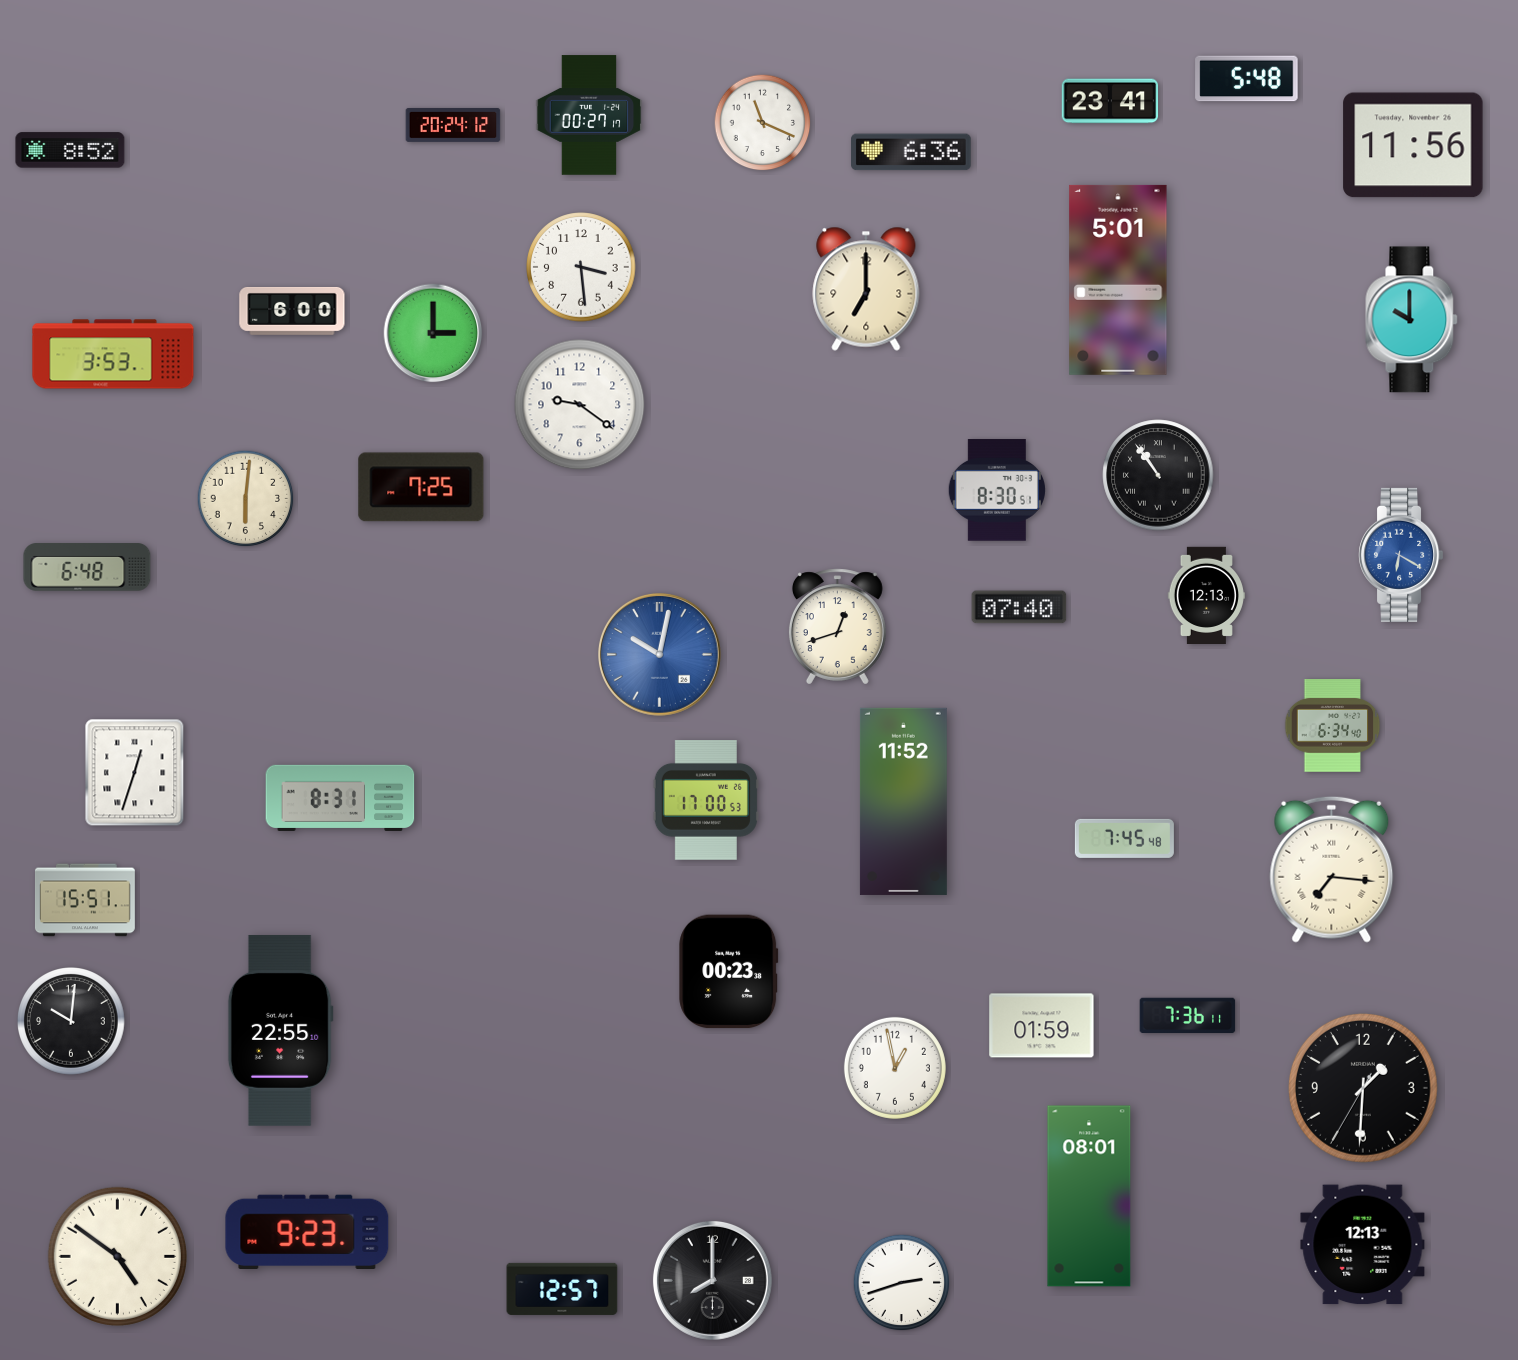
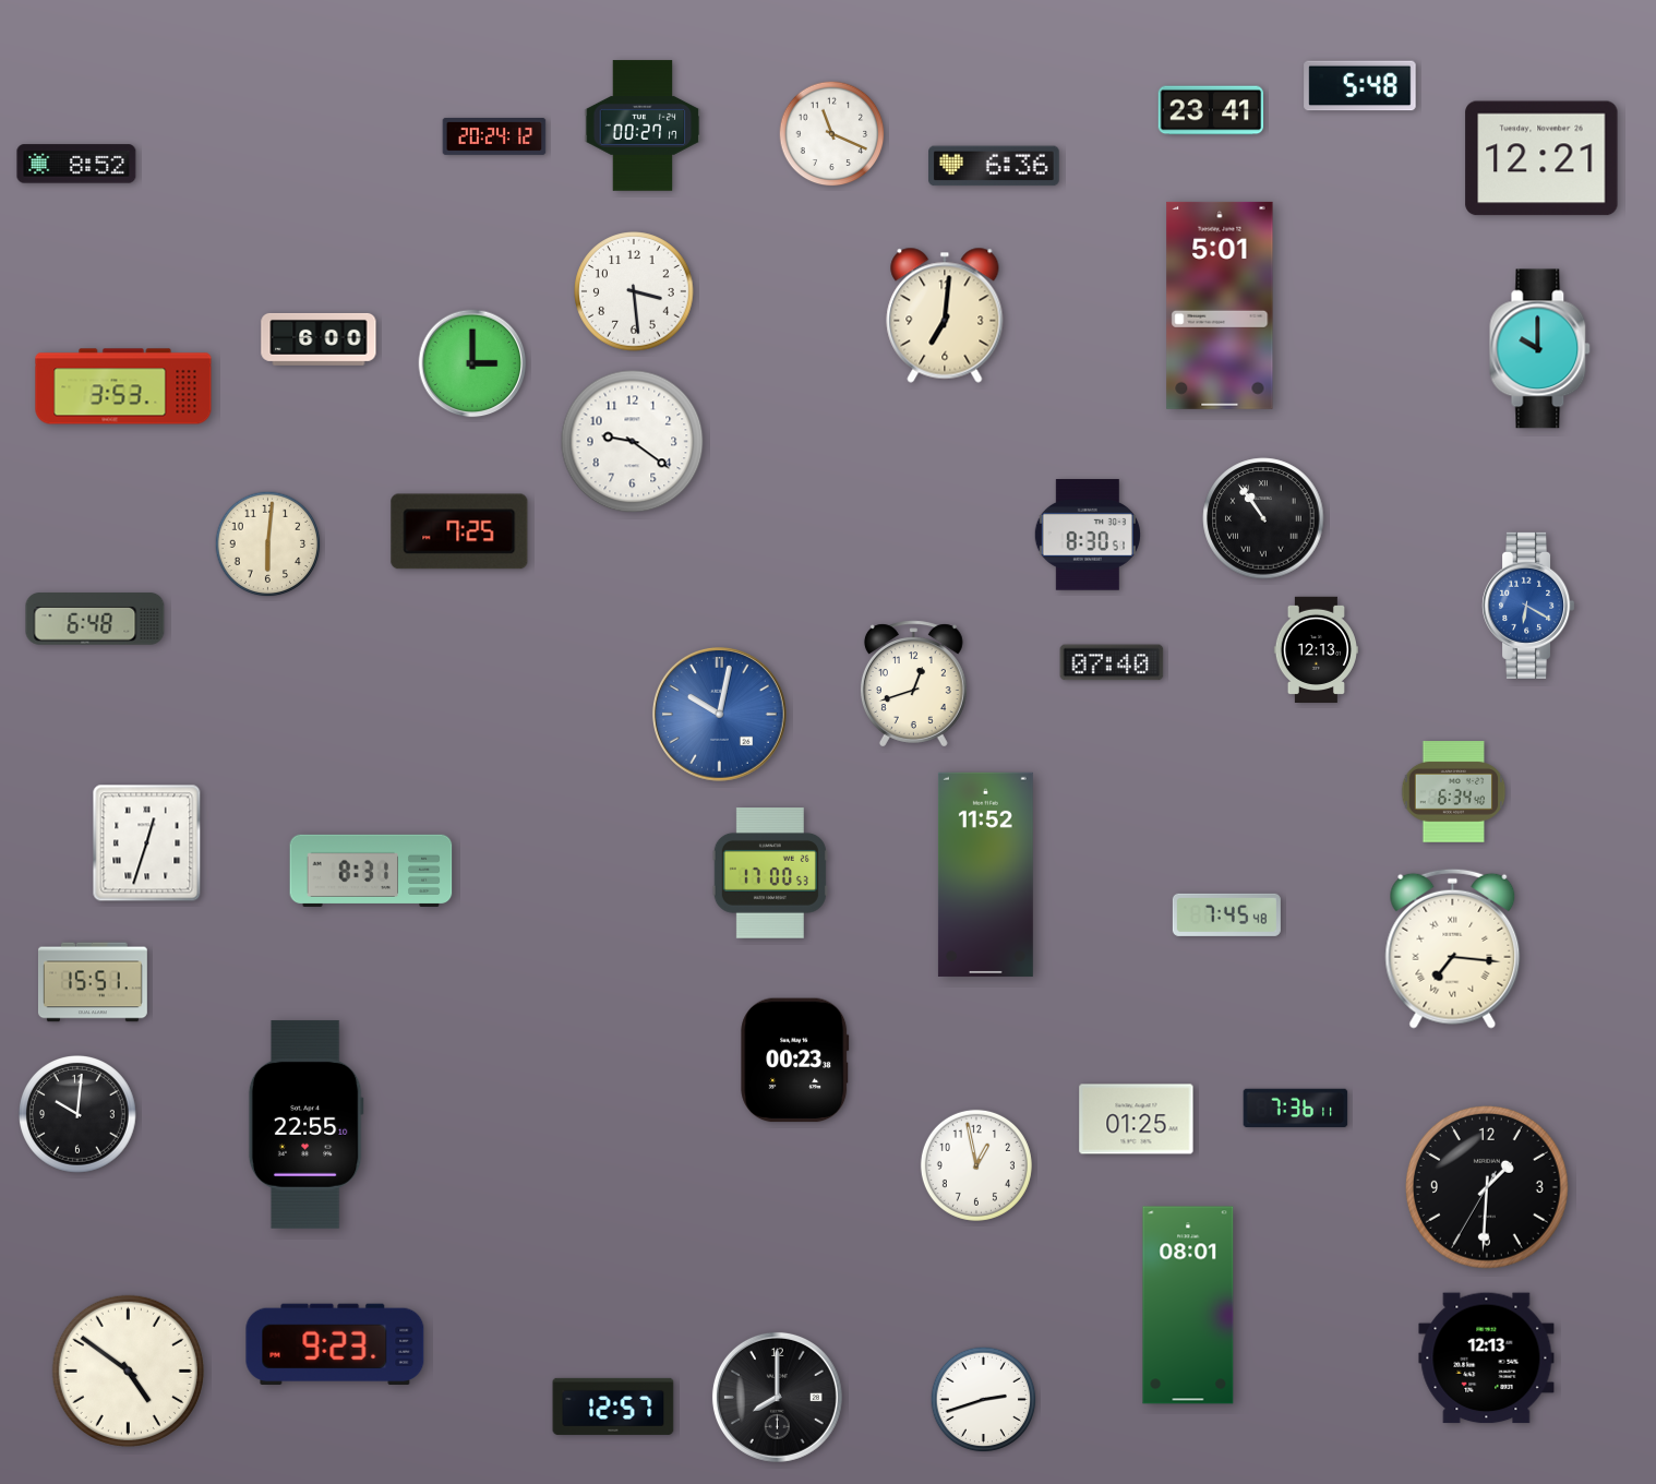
clock at (1413, 145): 11:56 -> 12:21
clock at (866, 289): 7:00 -> 7:01
clock at (1042, 1026): 01:59 -> 01:25
